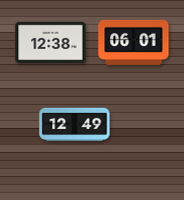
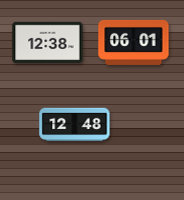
clock at (51, 43) position: (51, 43) -> (48, 43)
clock at (75, 125): 12:49 -> 12:48
